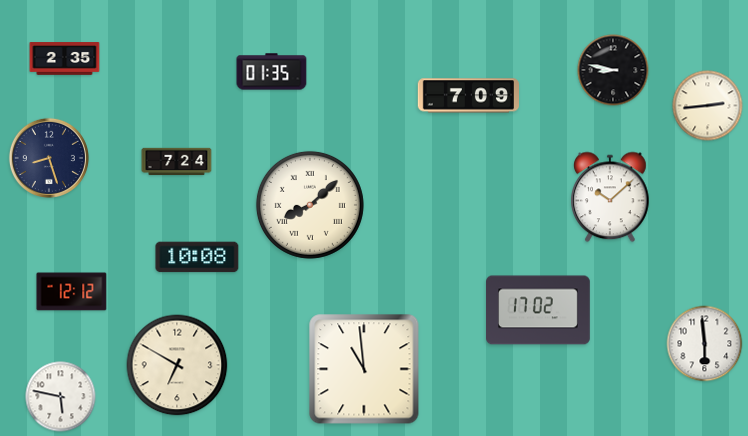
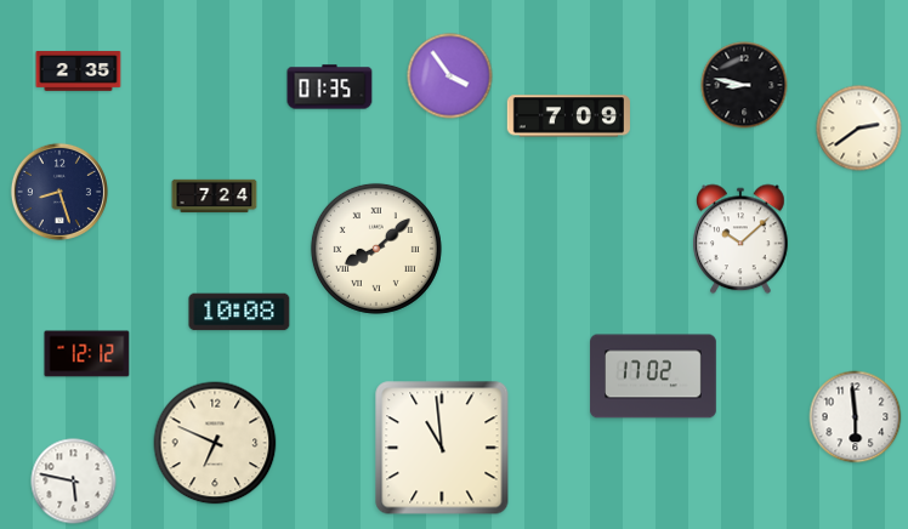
clock at (450, 76): none -> 3:54
clock at (708, 106): 2:44 -> 2:39
clock at (177, 365): 6:50 -> 6:49
